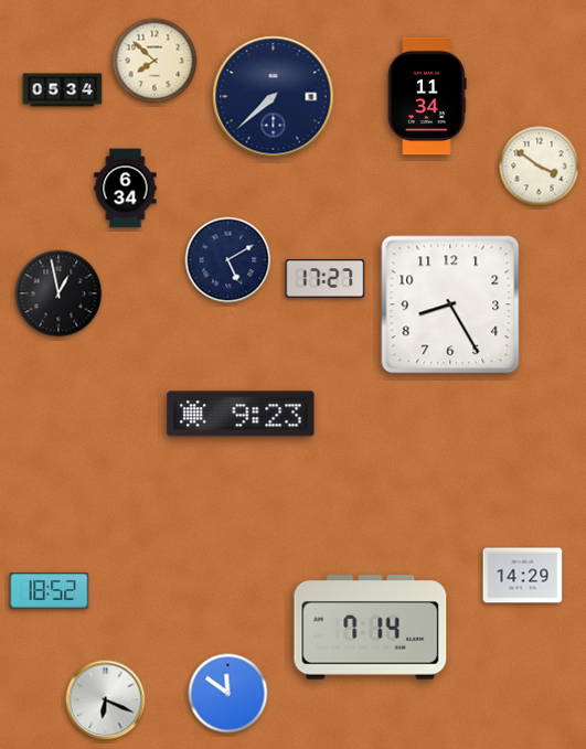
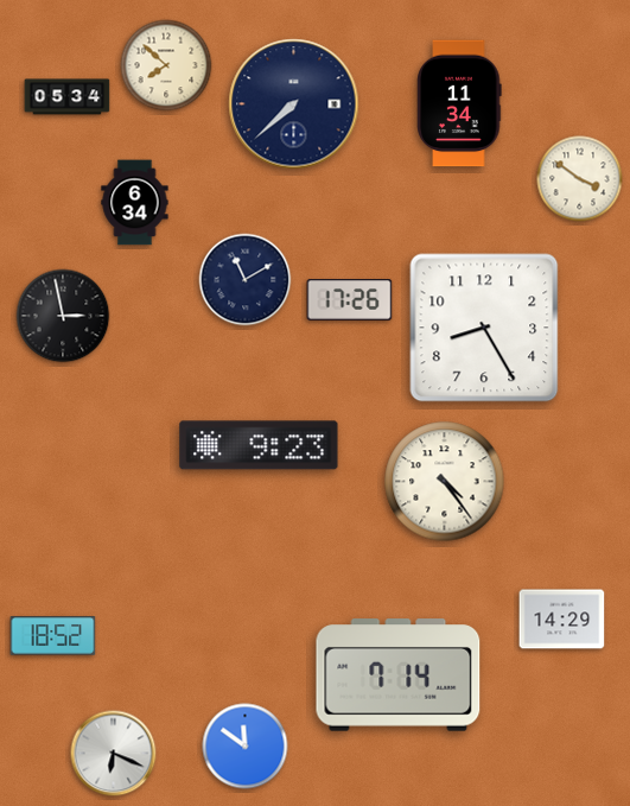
clock at (228, 260): 5:10 -> 11:10
clock at (326, 279): 17:27 -> 17:26
clock at (58, 293): 12:58 -> 2:58
clock at (445, 482): none -> 4:24
